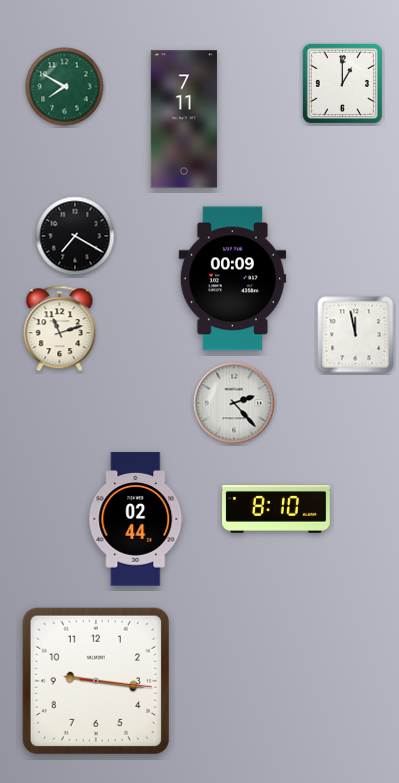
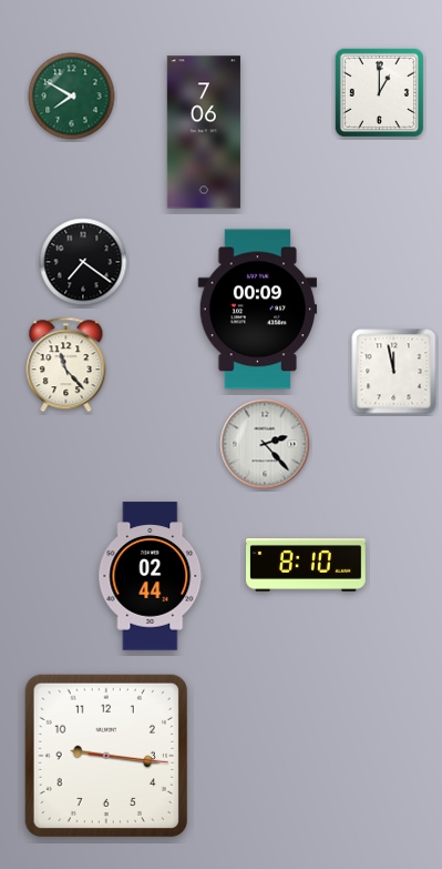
clock at (184, 119): 7:11 -> 7:06
clock at (75, 236): 7:20 -> 7:21
clock at (60, 329): 11:12 -> 11:23
clock at (234, 403) position: (234, 403) -> (265, 444)
